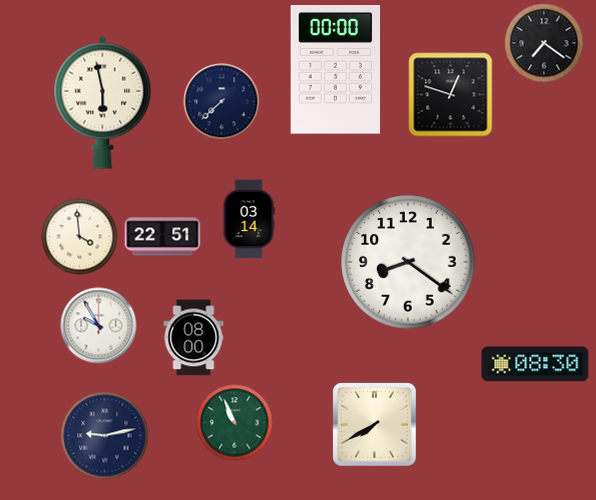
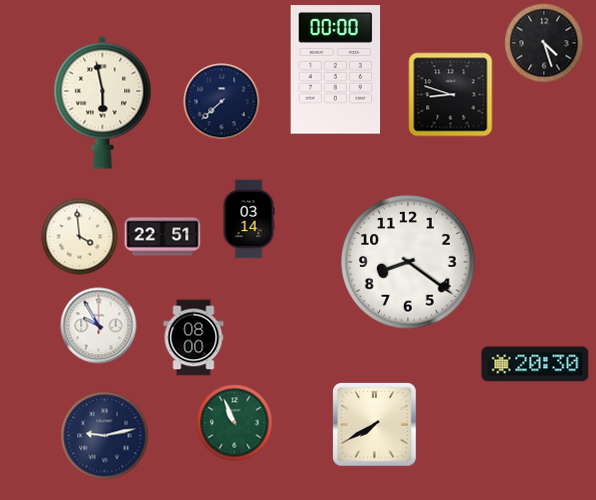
clock at (544, 43): 7:21 -> 4:27
clock at (451, 95): 12:48 -> 8:48
clock at (535, 364): 08:30 -> 20:30
